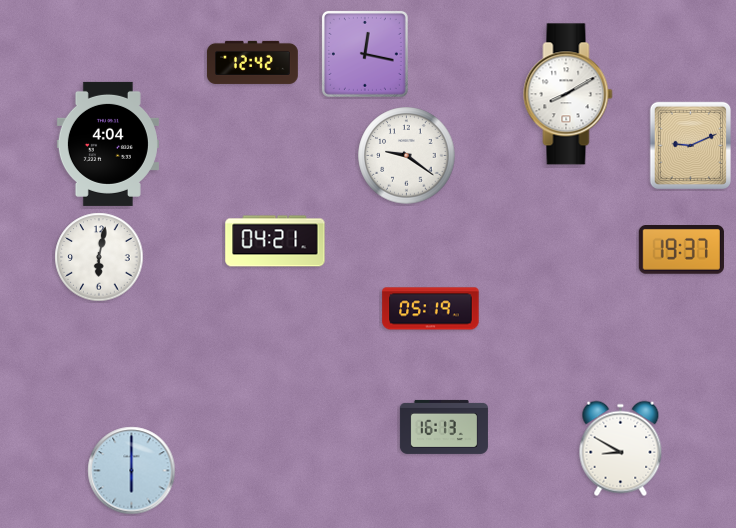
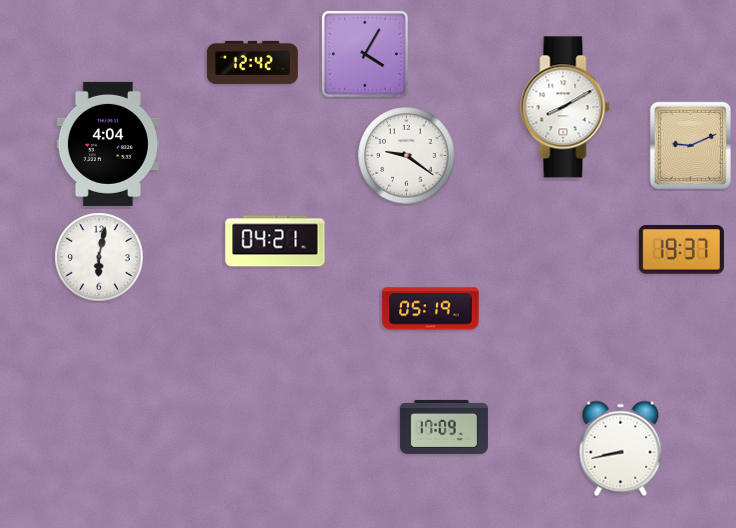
clock at (365, 54): 12:17 -> 4:05
clock at (568, 94) position: (568, 94) -> (565, 107)
clock at (444, 427): 16:13 -> 17:09
clock at (621, 449): 8:50 -> 8:43
clock at (132, 471): 6:00 -> none
